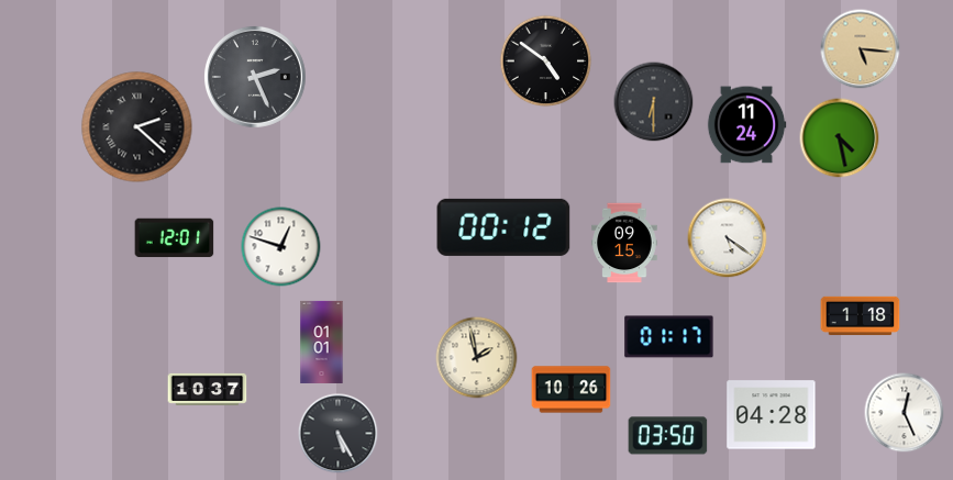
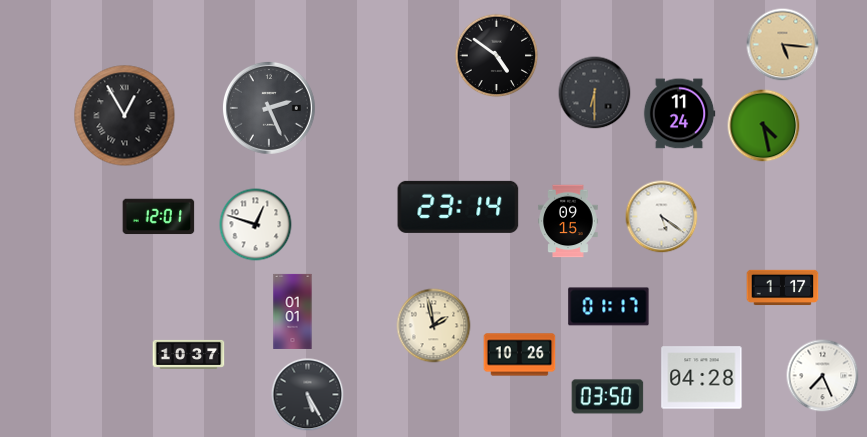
clock at (255, 77) position: (255, 77) -> (269, 108)
clock at (137, 127): 2:22 -> 12:55
clock at (503, 227): 00:12 -> 23:14
clock at (861, 316): 1:18 -> 1:17
clock at (905, 413): 12:26 -> 7:26
